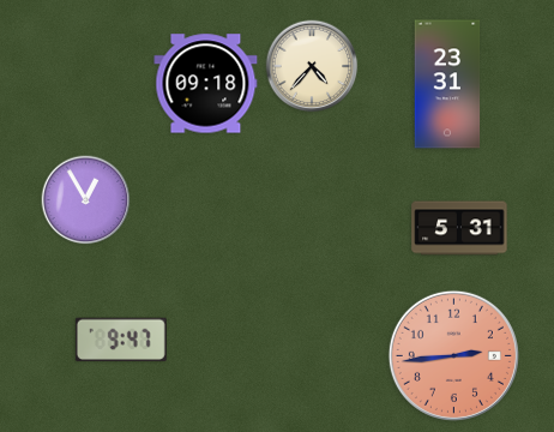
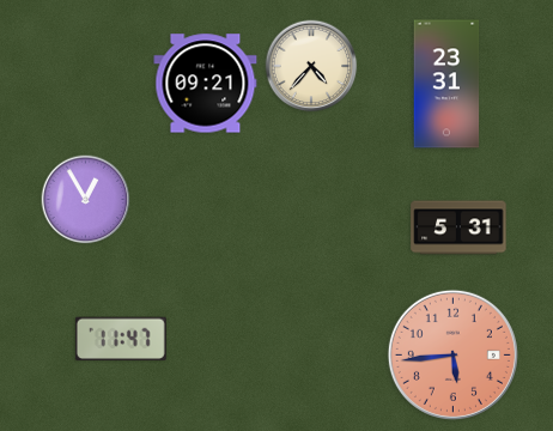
clock at (206, 84): 09:18 -> 09:21
clock at (121, 340): 9:47 -> 11:47
clock at (453, 355): 2:44 -> 5:44
